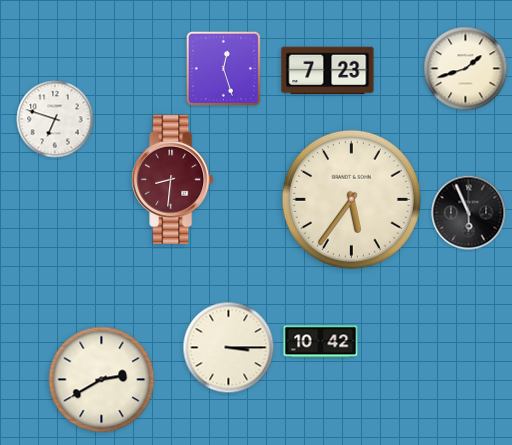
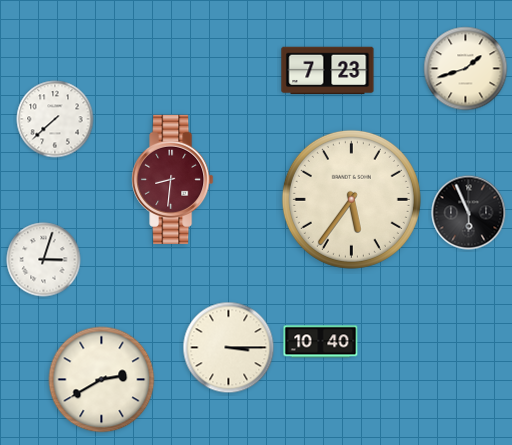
clock at (223, 68): 12:27 -> none
clock at (55, 119): 6:48 -> 7:38
clock at (44, 260): none -> 3:03
clock at (321, 342): 10:42 -> 10:40
